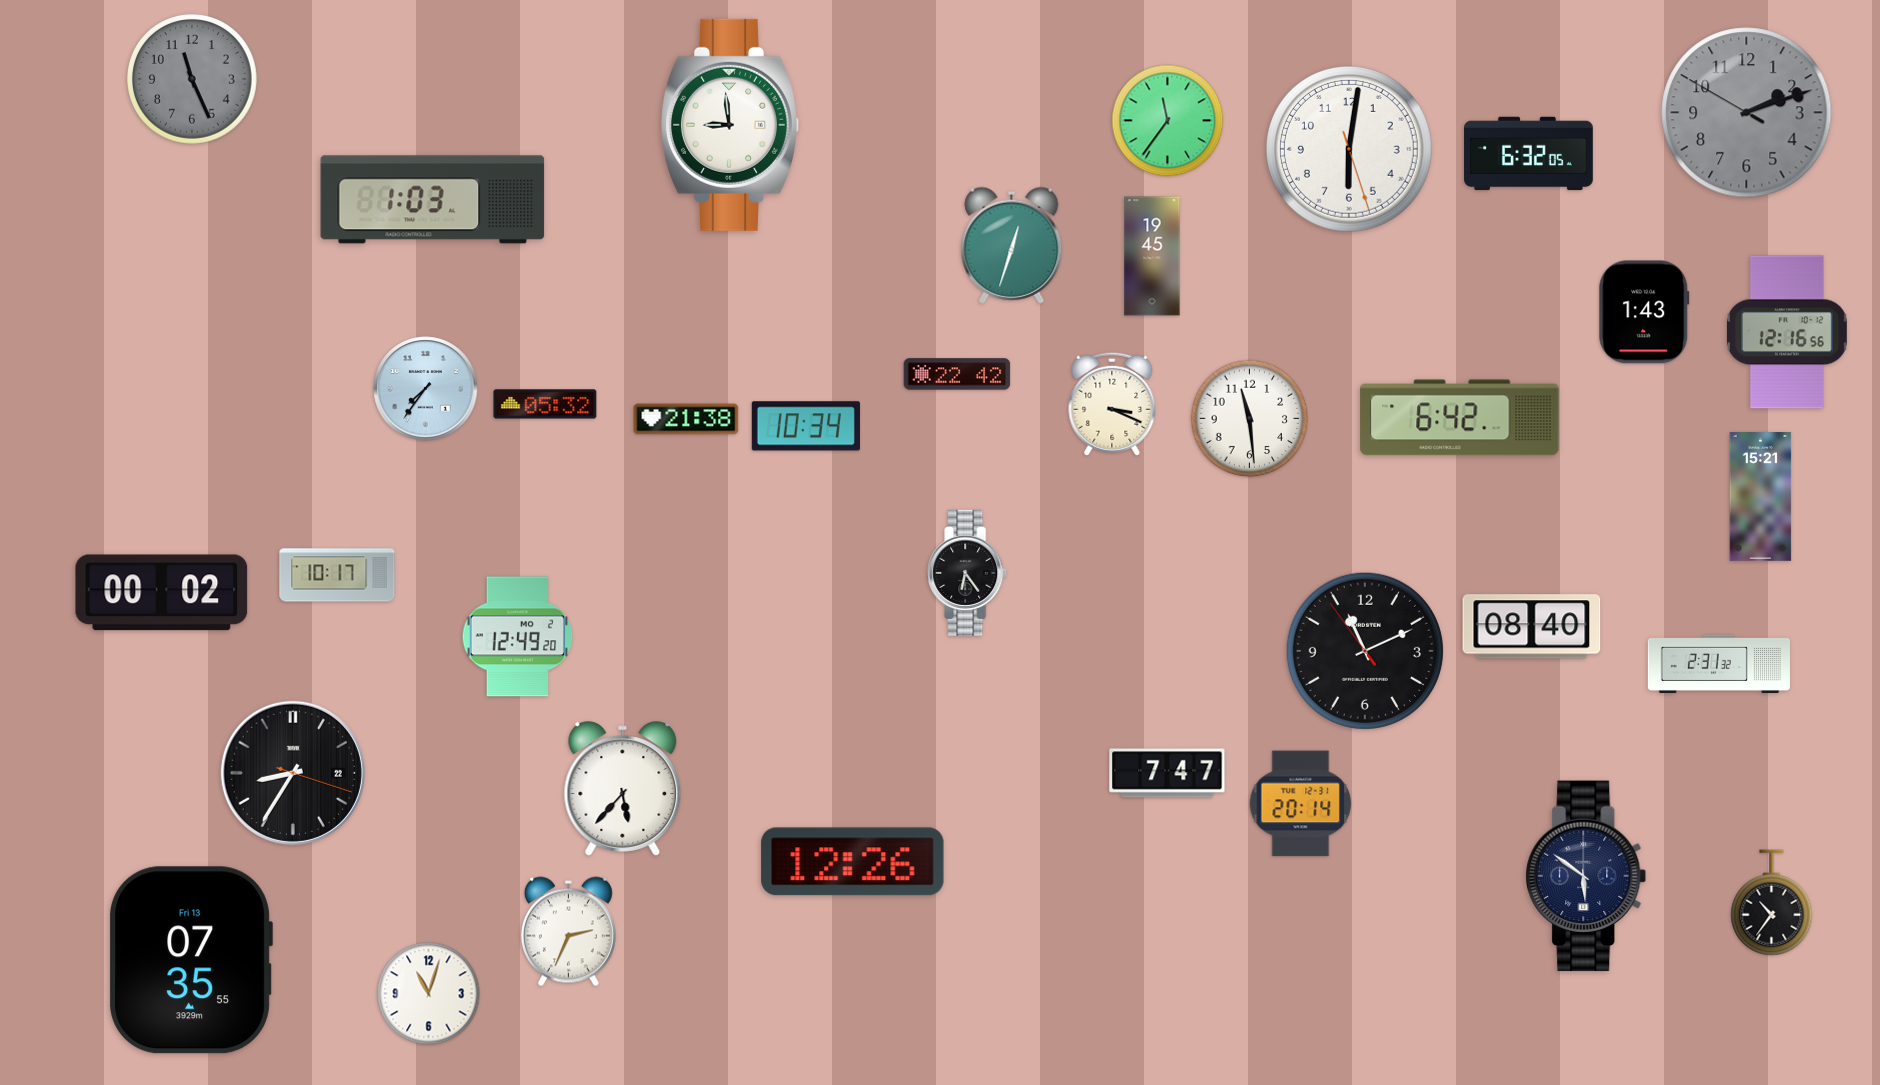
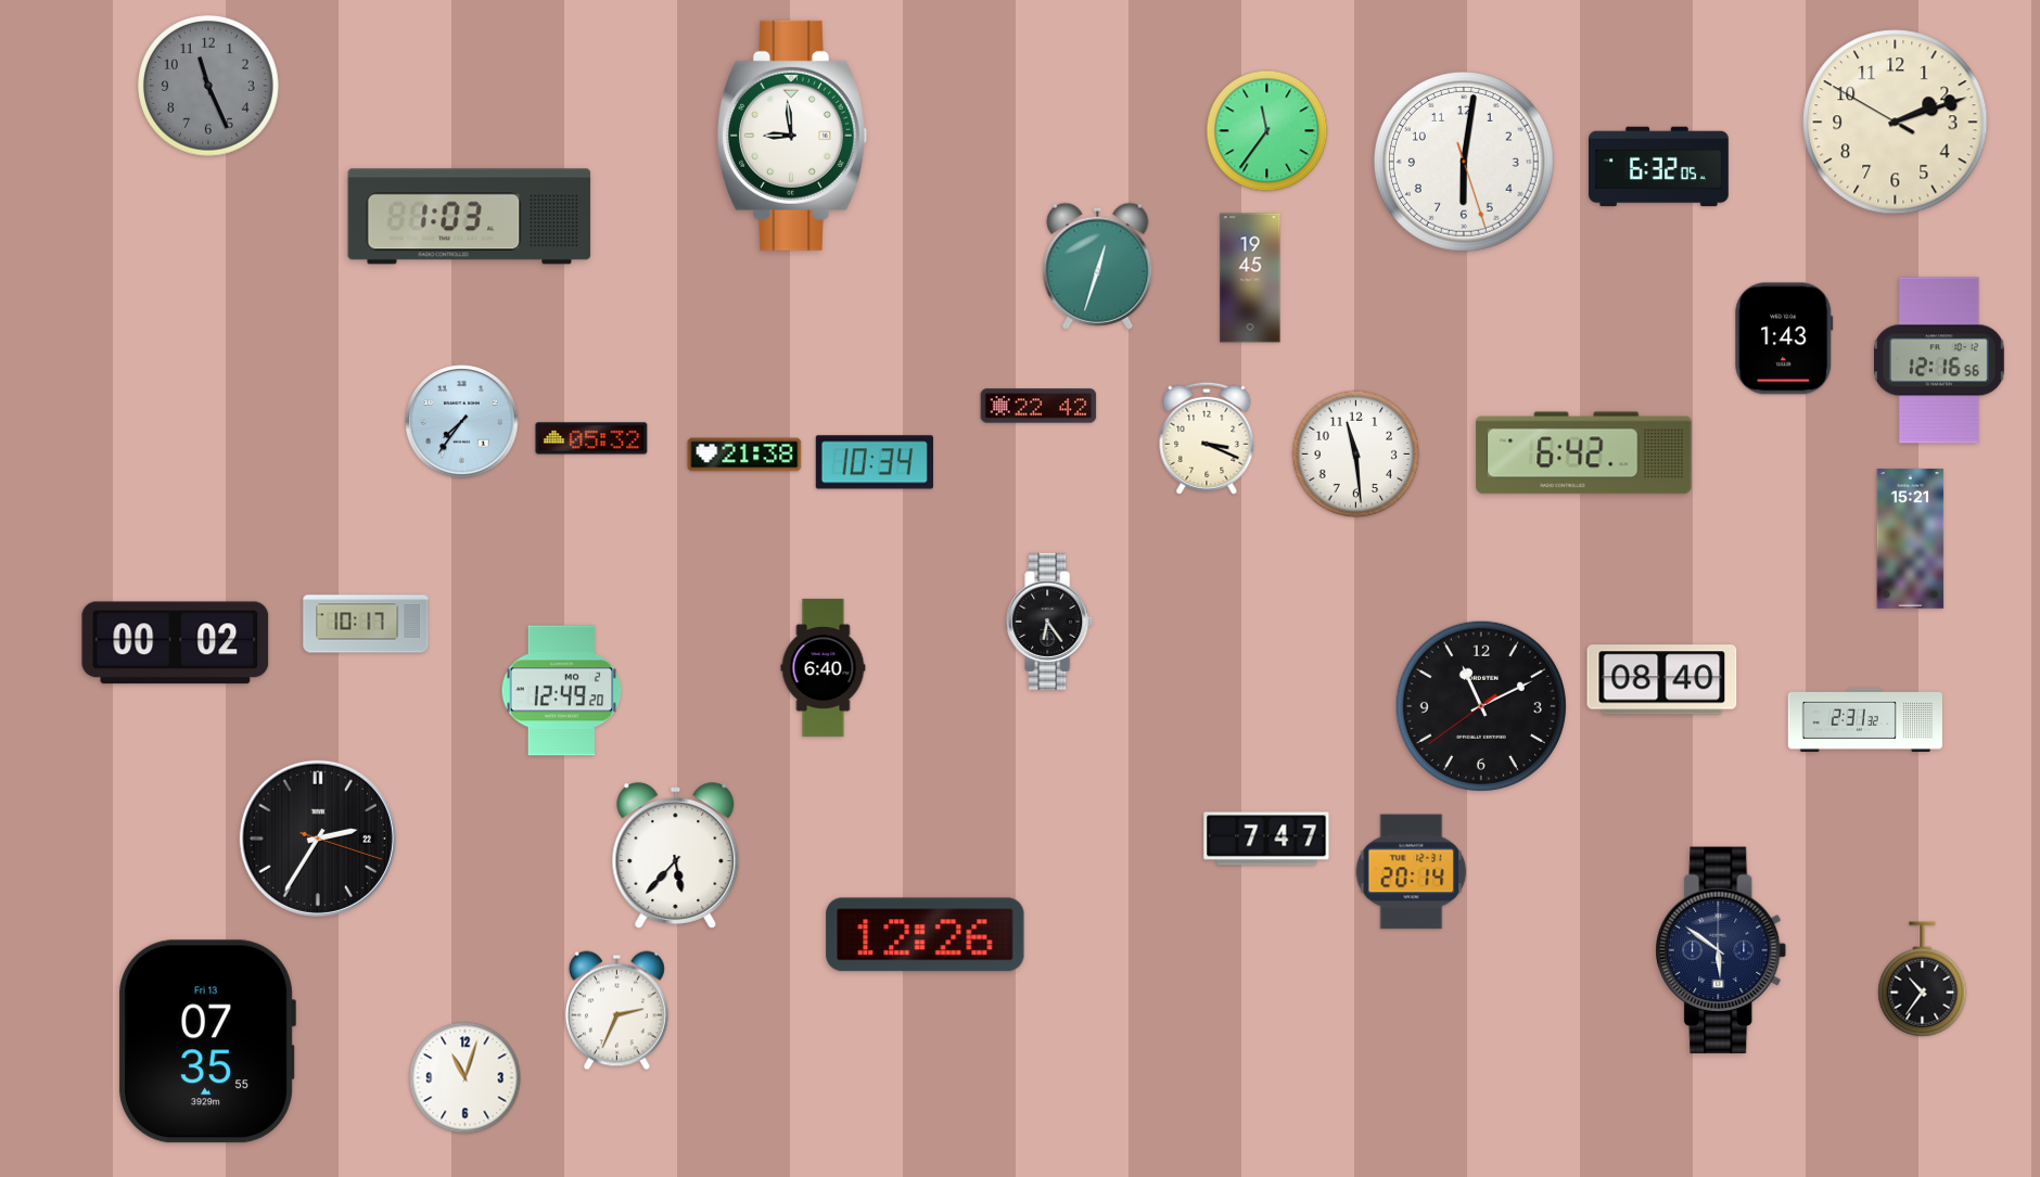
clock at (1747, 113) dial: grey -> cream
clock at (824, 667): none -> 6:40
clock at (1365, 651): 11:10:54 -> 11:10:39
clock at (293, 773): 8:35 -> 2:35
